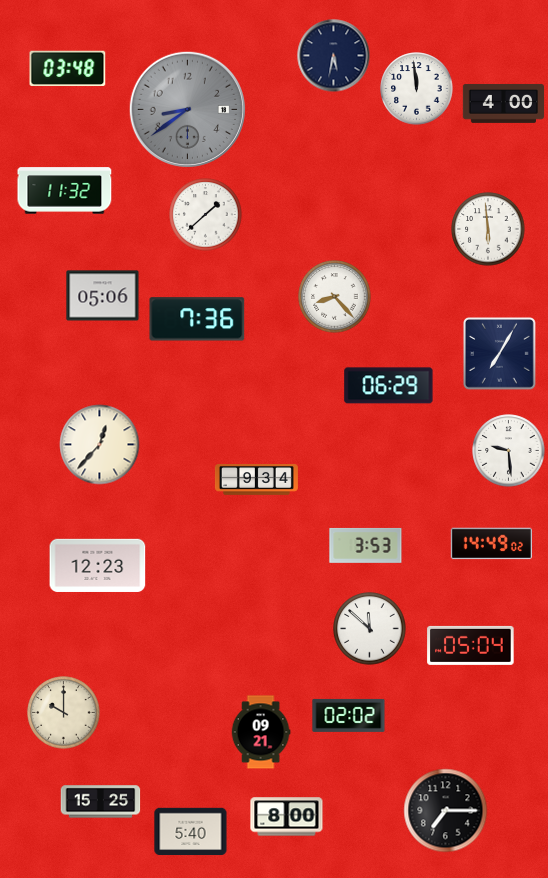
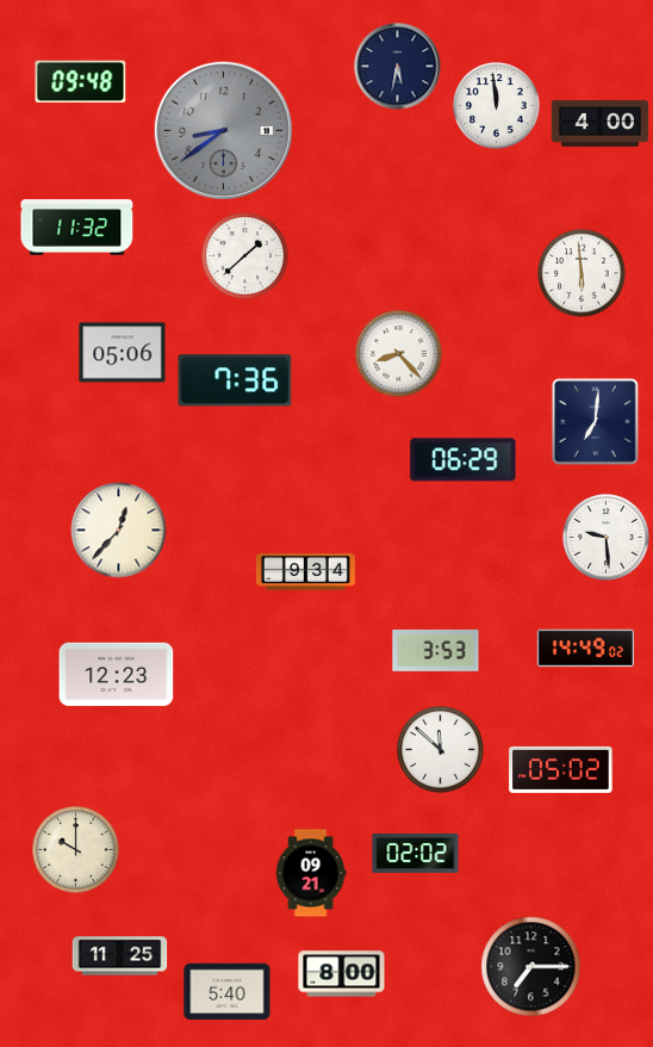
clock at (68, 69): 03:48 -> 09:48
clock at (500, 354): 7:05 -> 7:01
clock at (471, 645): 05:04 -> 05:02
clock at (101, 802): 15:25 -> 11:25
